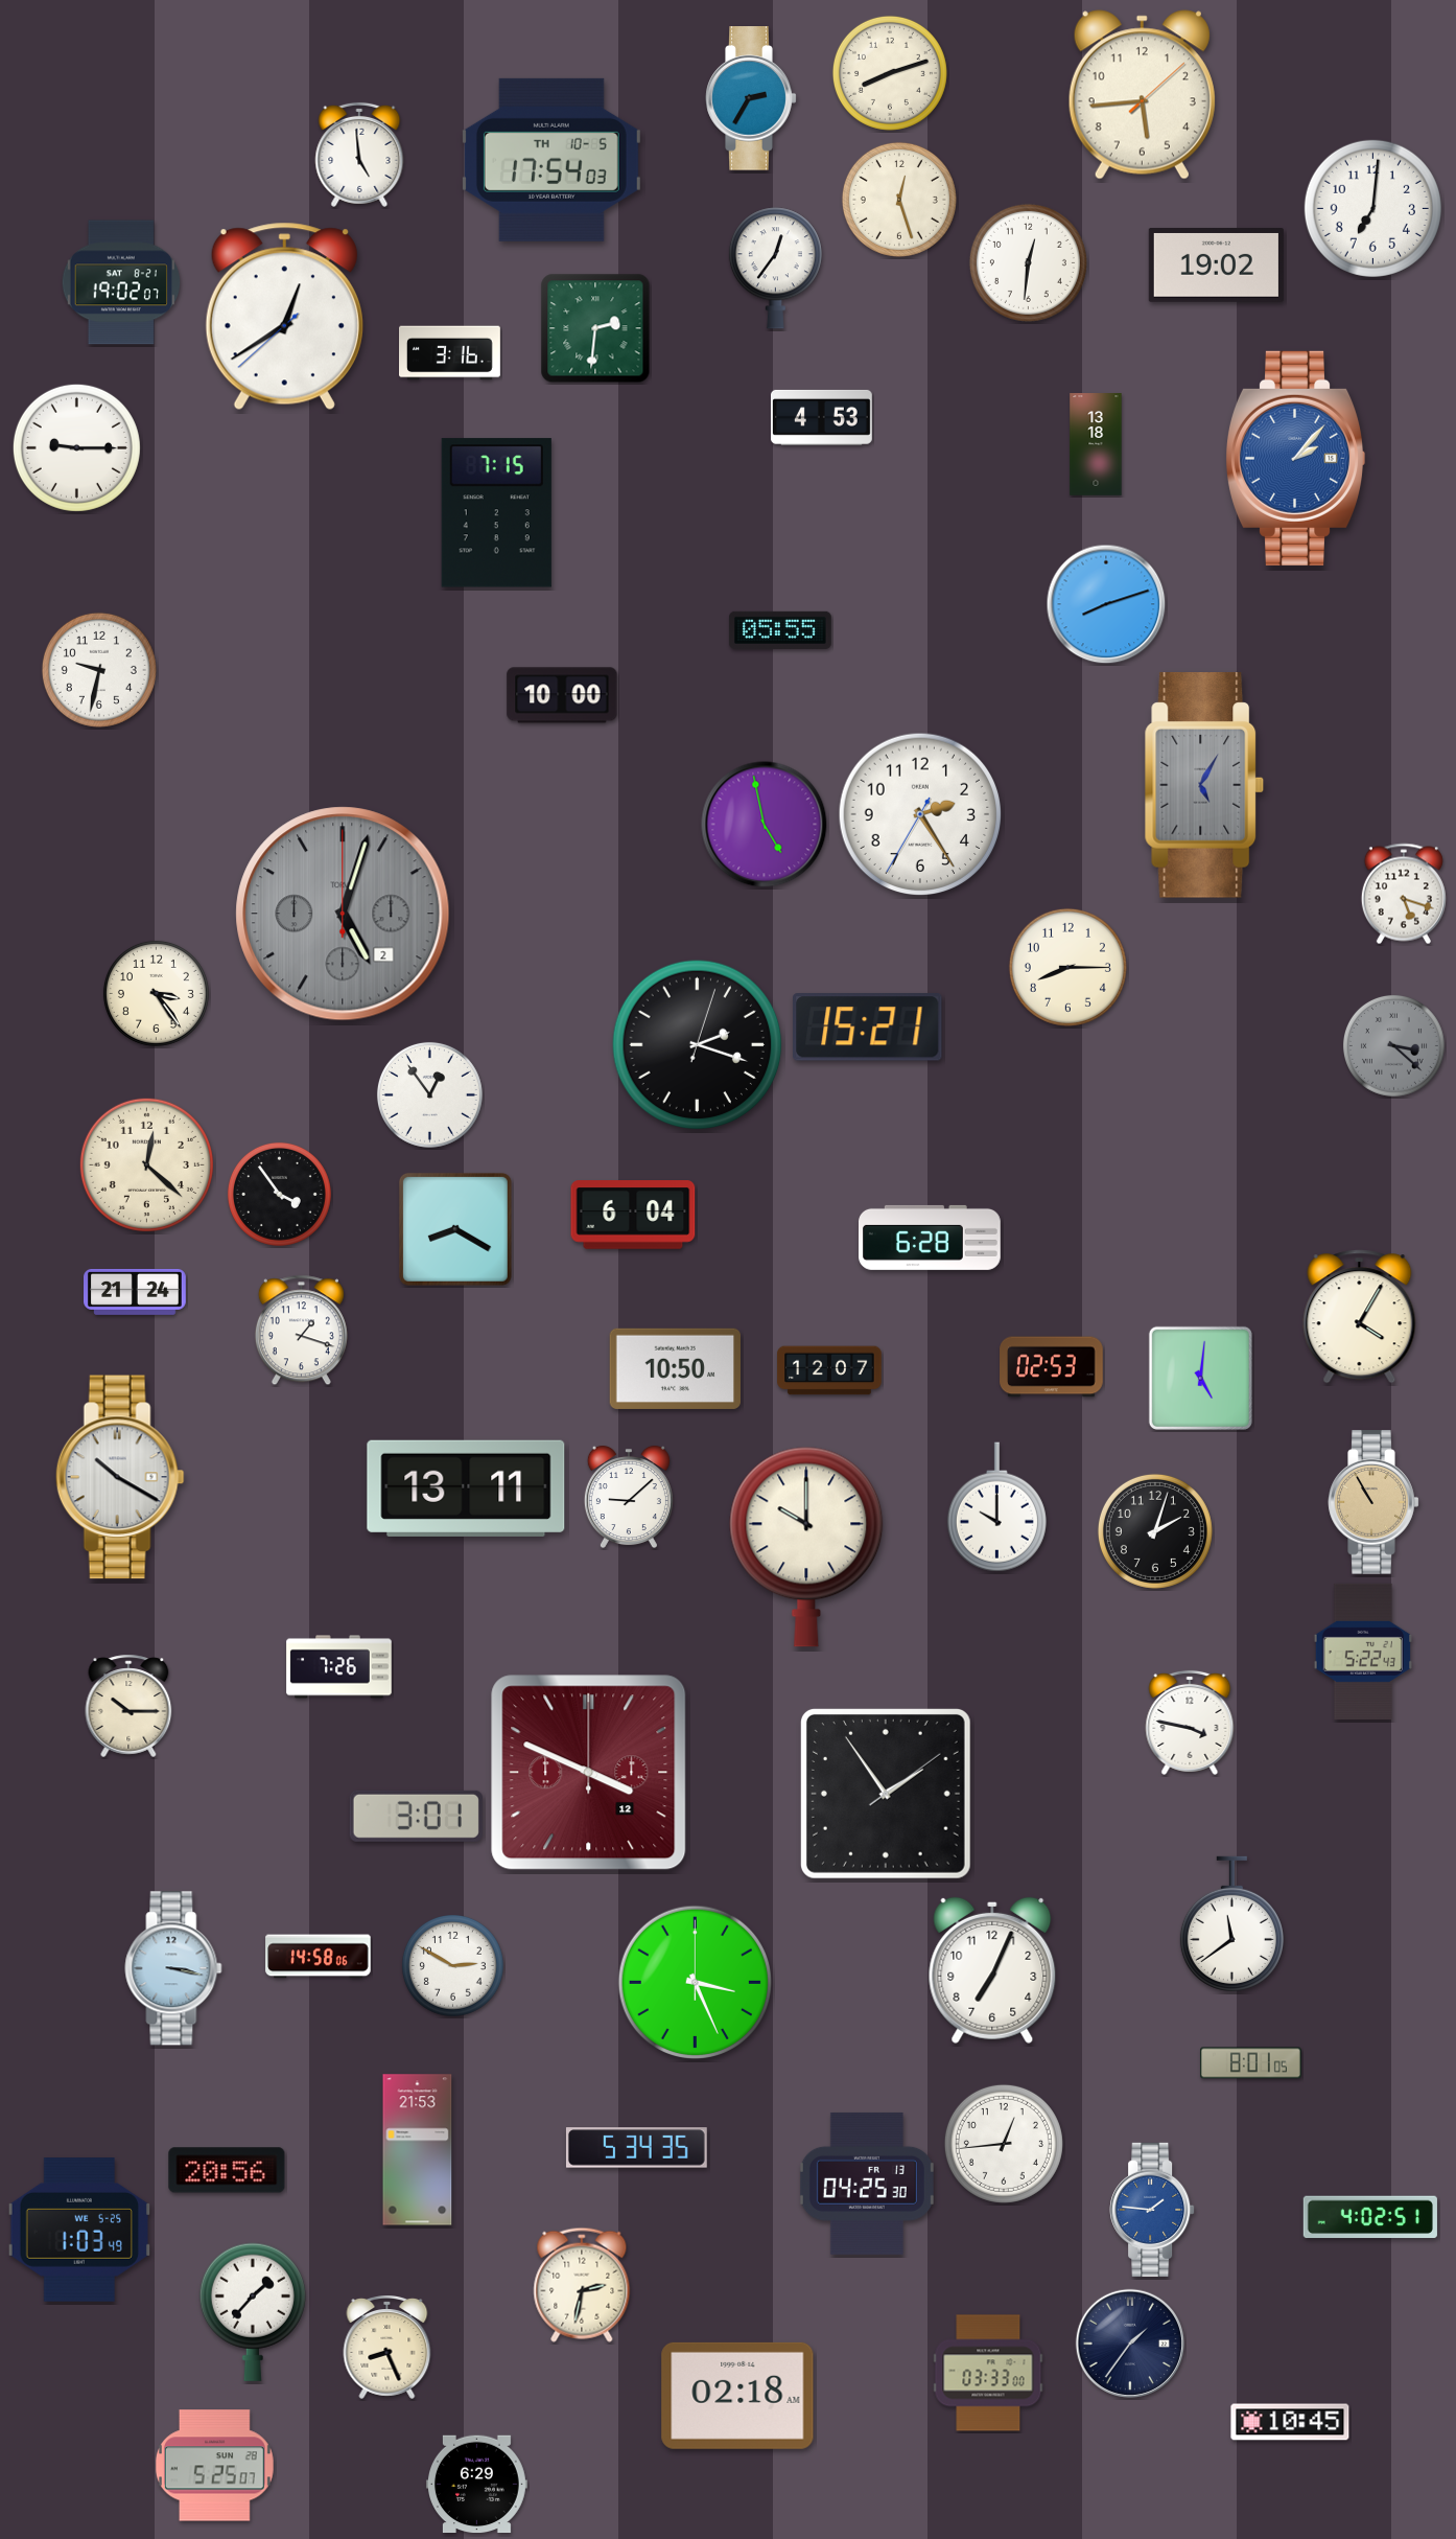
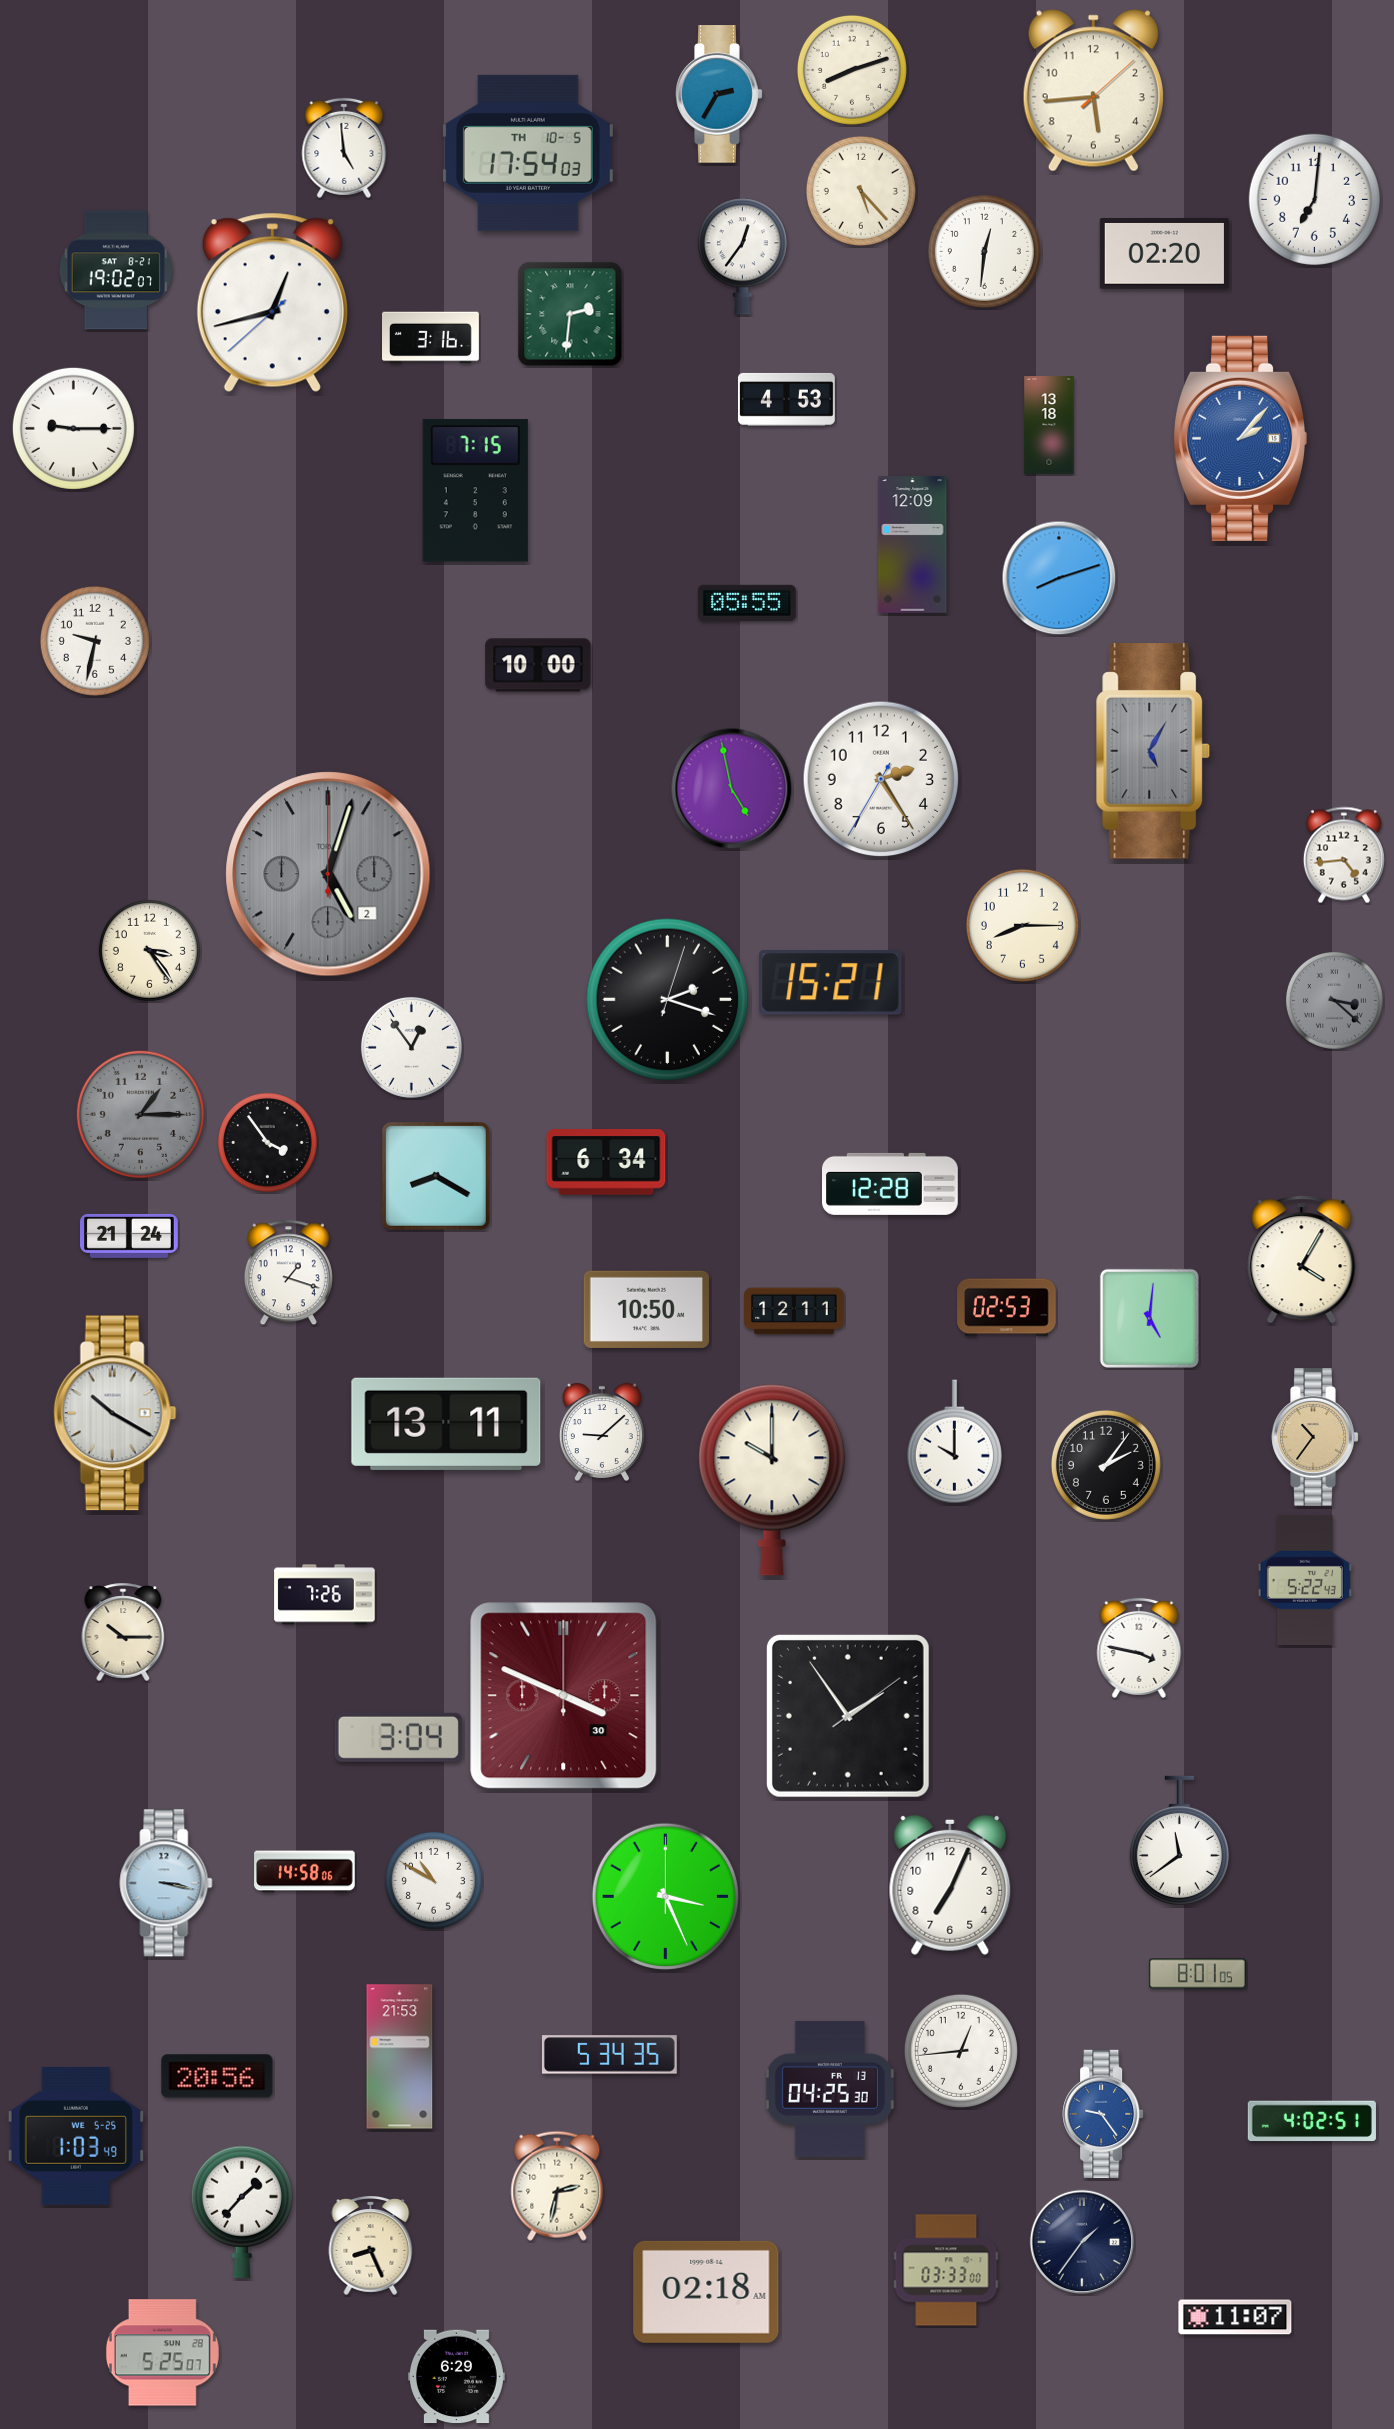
clock at (899, 200): 12:27 -> 5:23
clock at (1216, 266): 19:02 -> 02:20
clock at (284, 317): 12:39 -> 12:42
clock at (913, 545): none -> 12:09
clock at (1404, 894): 5:18 -> 4:44
clock at (146, 1164): 12:22 -> 1:15
clock at (146, 1164) dial: cream -> grey
clock at (633, 1215): 6:04 -> 6:34
clock at (931, 1238): 6:28 -> 12:28
clock at (829, 1370): 12:07 -> 12:11
clock at (1373, 1502): 10:55 -> 10:36
clock at (1155, 1531): 2:03 -> 2:06
clock at (589, 1773) date: 12 -> 30
clock at (416, 1816): 3:01 -> 3:04
clock at (452, 1965): 2:50 -> 10:50
clock at (1152, 2210): 1:46 -> 9:24
clock at (78, 2231) position: (78, 2231) -> (75, 2137)
clock at (1290, 2422): 10:45 -> 11:07
clock at (214, 2466) position: (214, 2466) -> (162, 2353)
